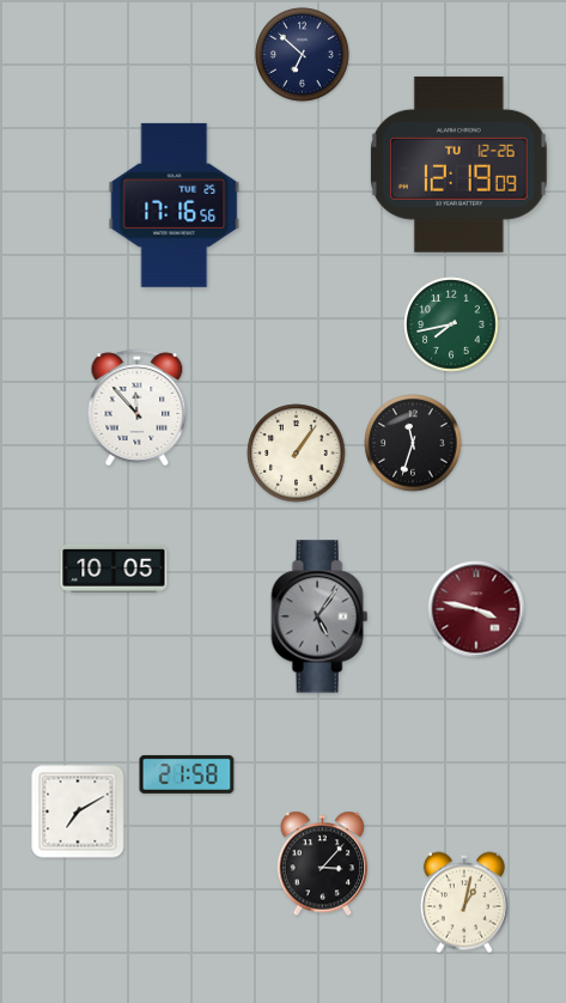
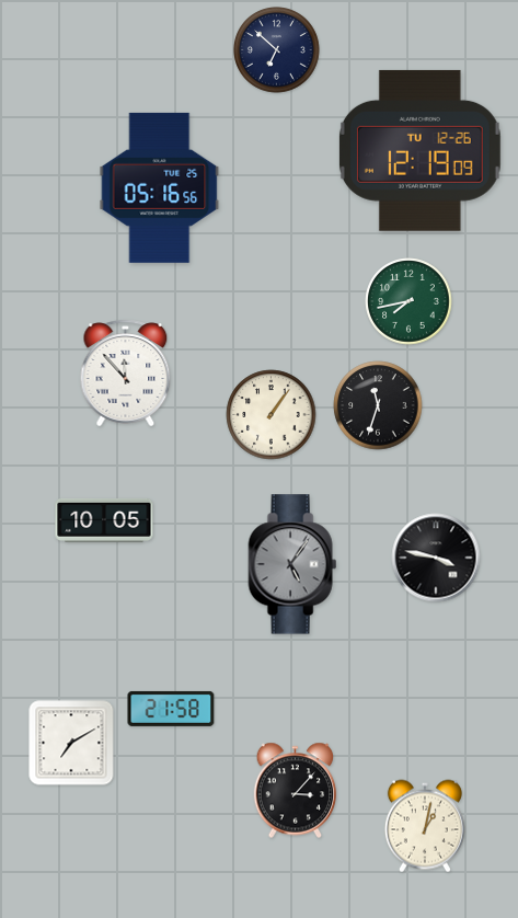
clock at (175, 205): 17:16 -> 05:16
clock at (451, 324) position: (451, 324) -> (408, 301)
clock at (476, 609) dial: burgundy -> black
